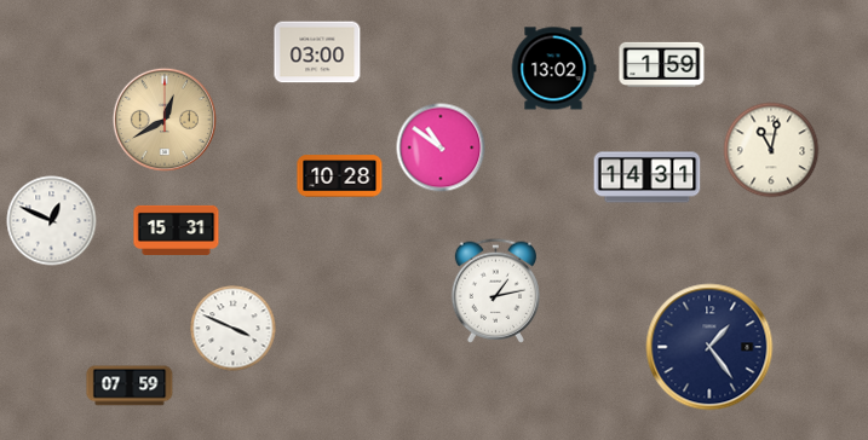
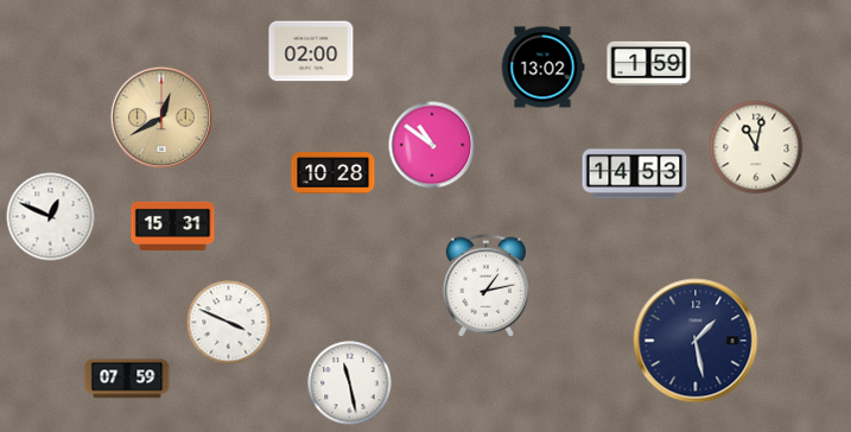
clock at (317, 52): 03:00 -> 02:00
clock at (648, 178): 14:31 -> 14:53
clock at (709, 347): 1:24 -> 1:28
clock at (350, 383): none -> 11:28
